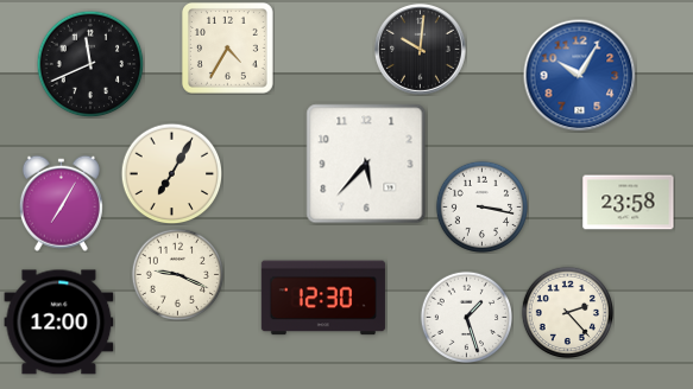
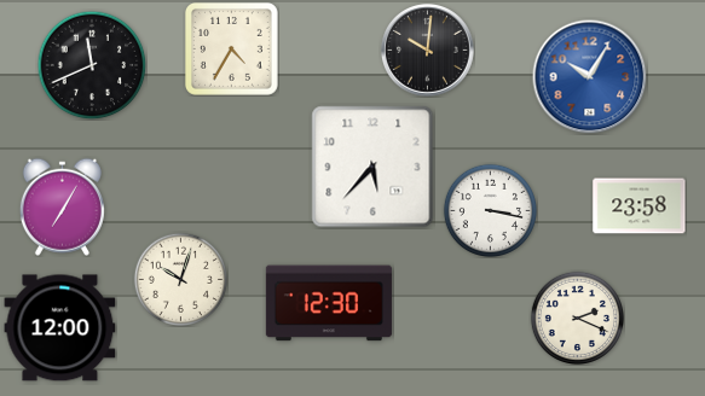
clock at (171, 173): 7:05 -> none
clock at (177, 274): 9:19 -> 10:03
clock at (567, 312): 2:23 -> 2:19
clock at (466, 317): 1:27 -> none
